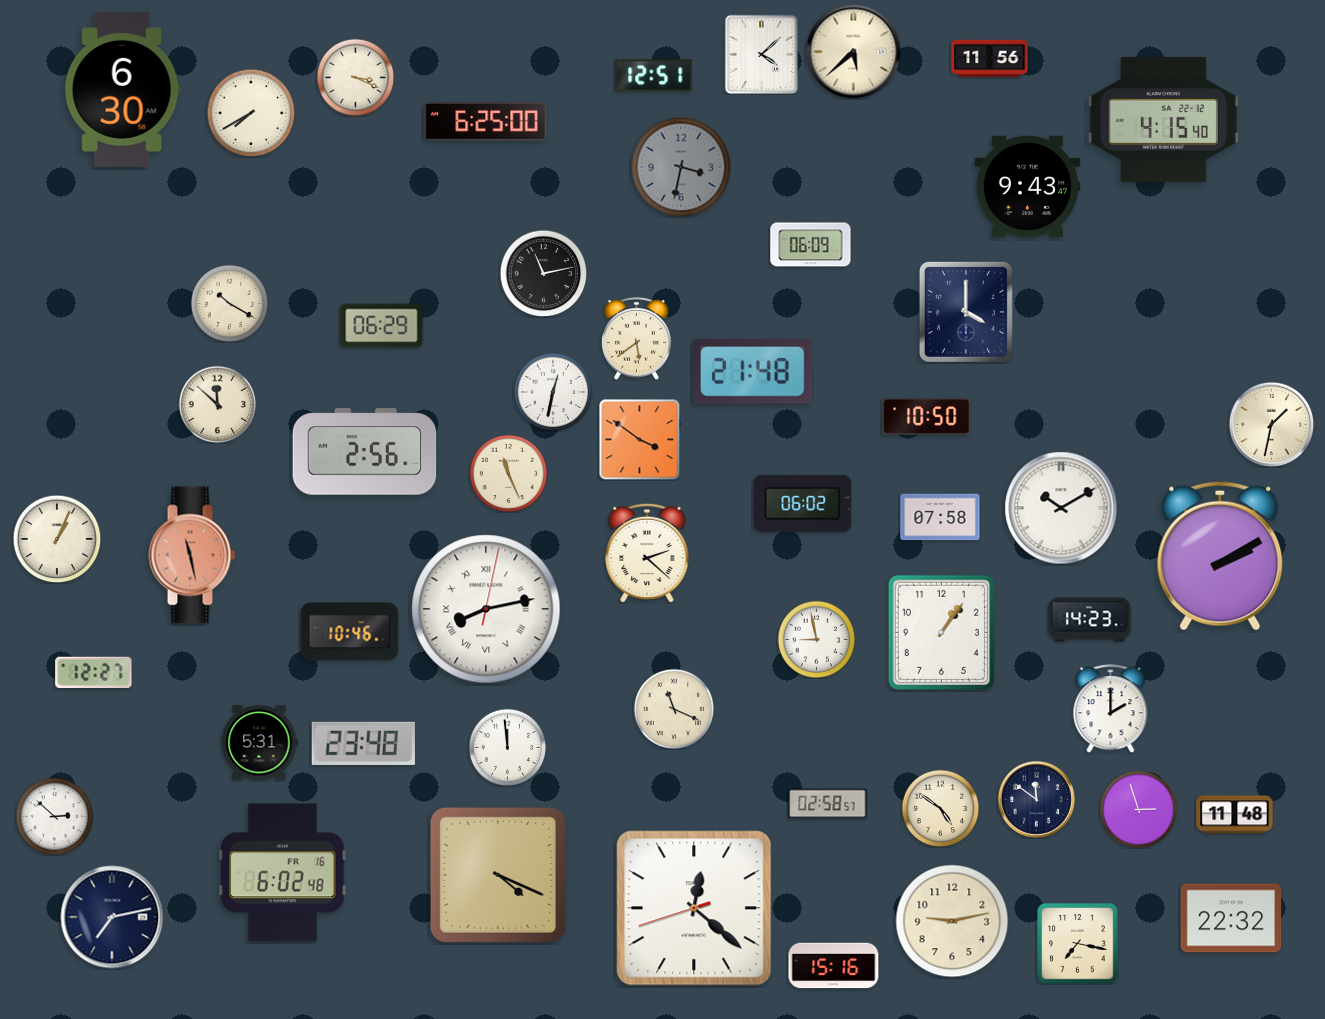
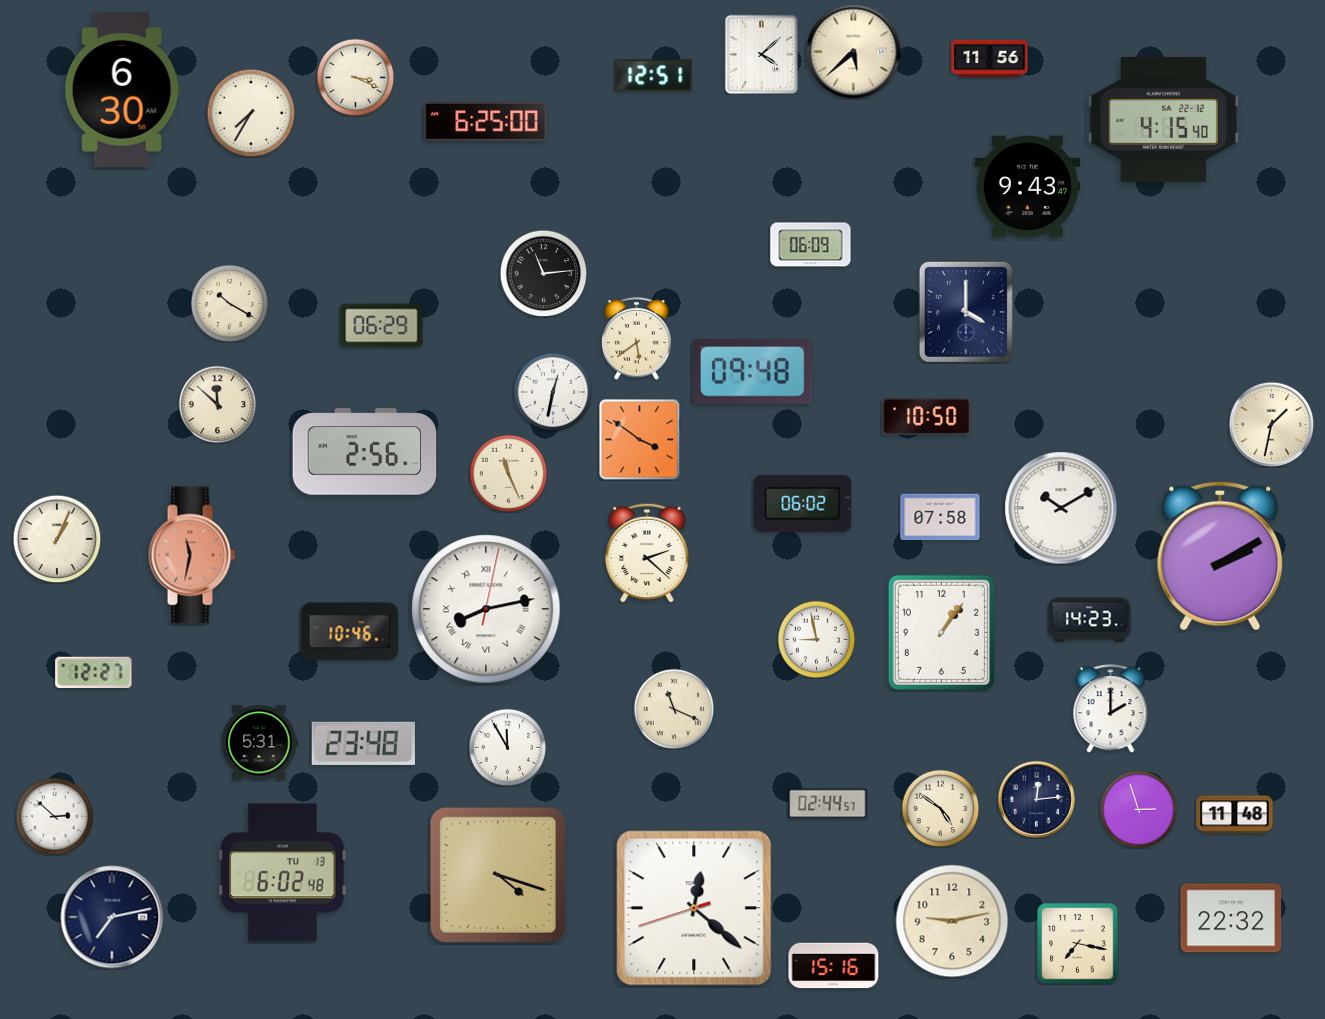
clock at (251, 113): 7:40 -> 7:35
clock at (681, 167): 3:32 -> none
clock at (543, 273): 11:13 -> 11:14
clock at (753, 372): 21:48 -> 09:48
clock at (192, 555): 11:28 -> 11:32
clock at (507, 747): 11:59 -> 11:55
clock at (1036, 799): 11:51 -> 12:14
clock at (828, 804): 02:58 -> 02:44
clock at (283, 873) date: FR 16 -> TU 13
clock at (498, 875): 4:19 -> 4:18
